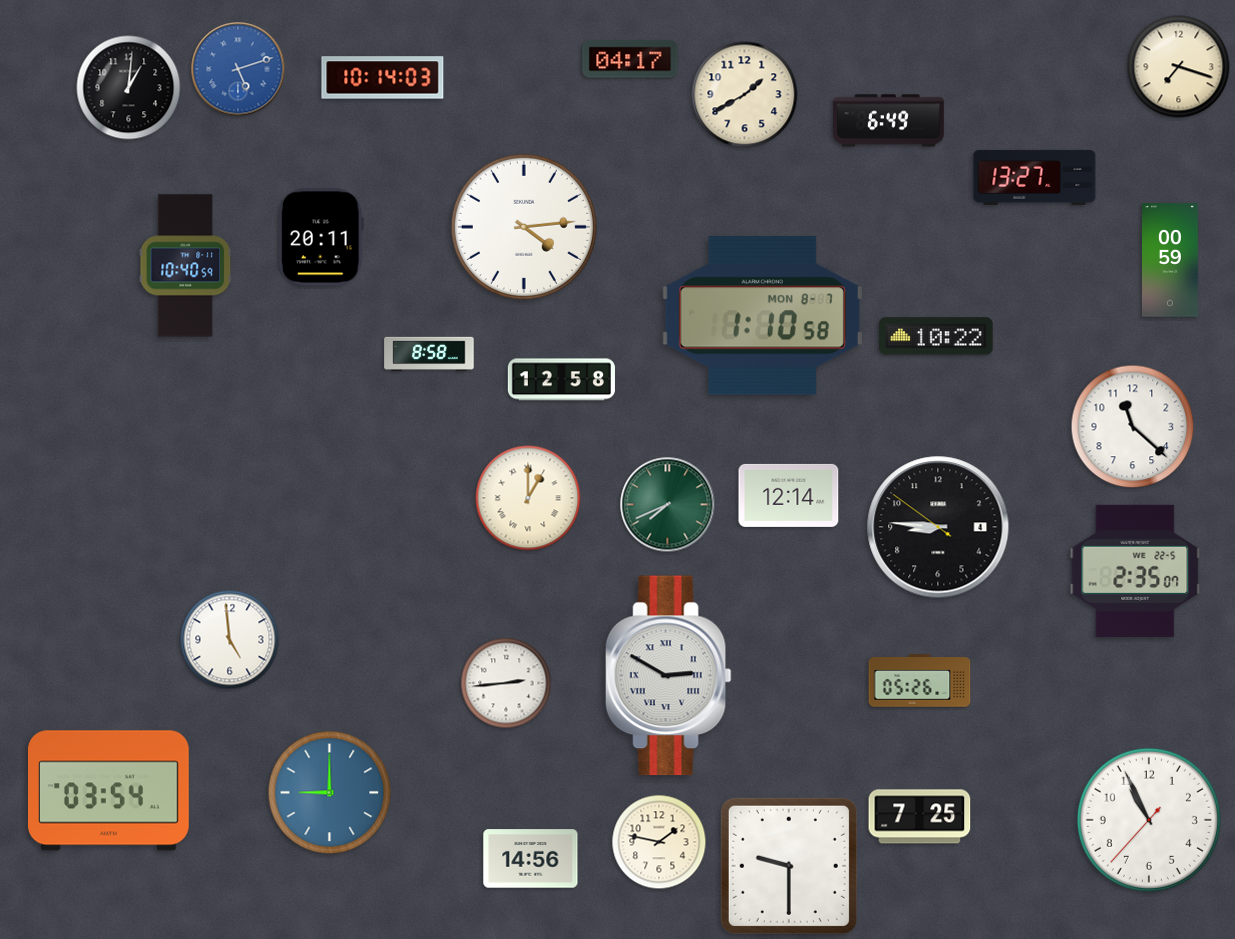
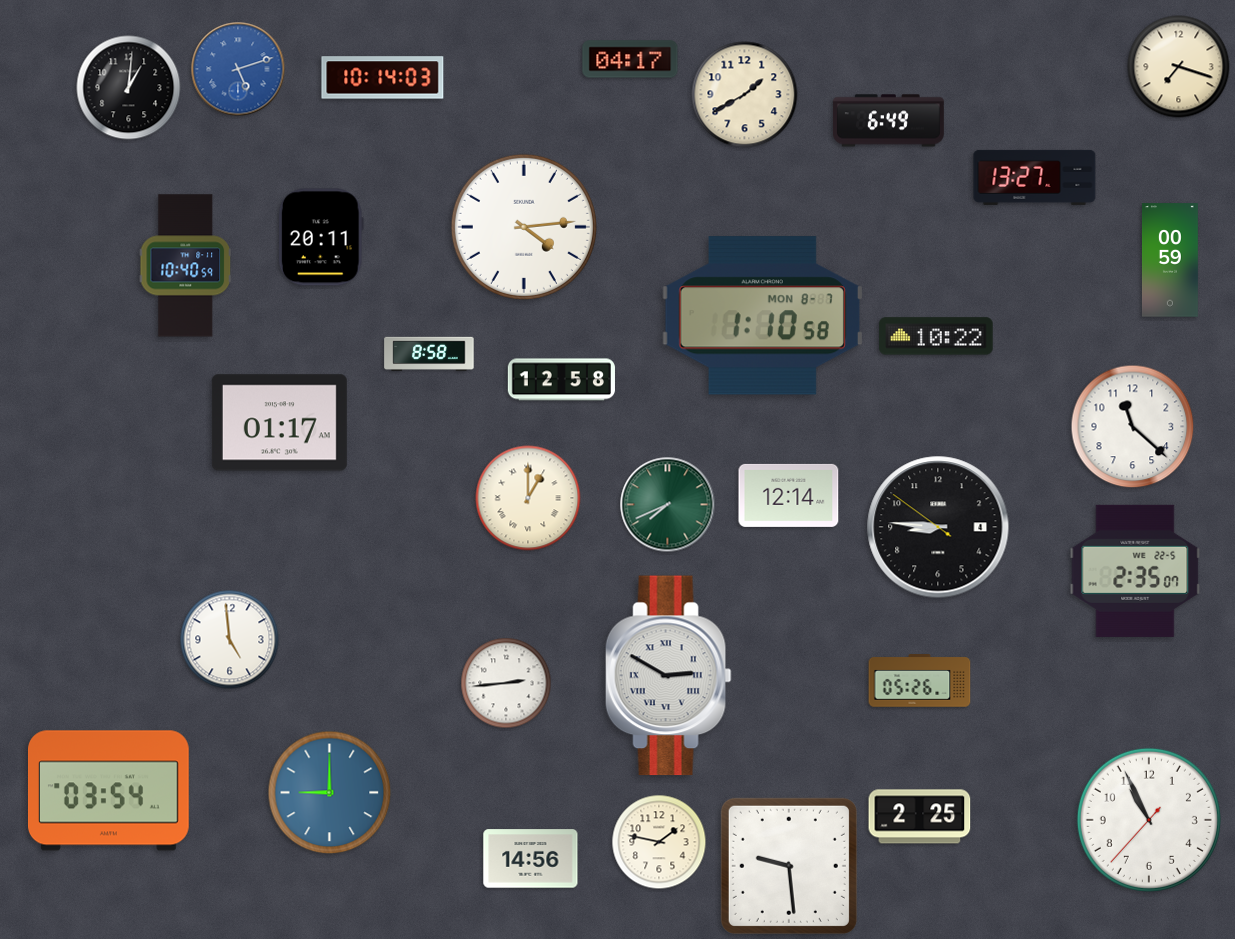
clock at (279, 423): none -> 01:17
clock at (920, 817): 7:25 -> 2:25
clock at (789, 866): 9:30 -> 9:29
